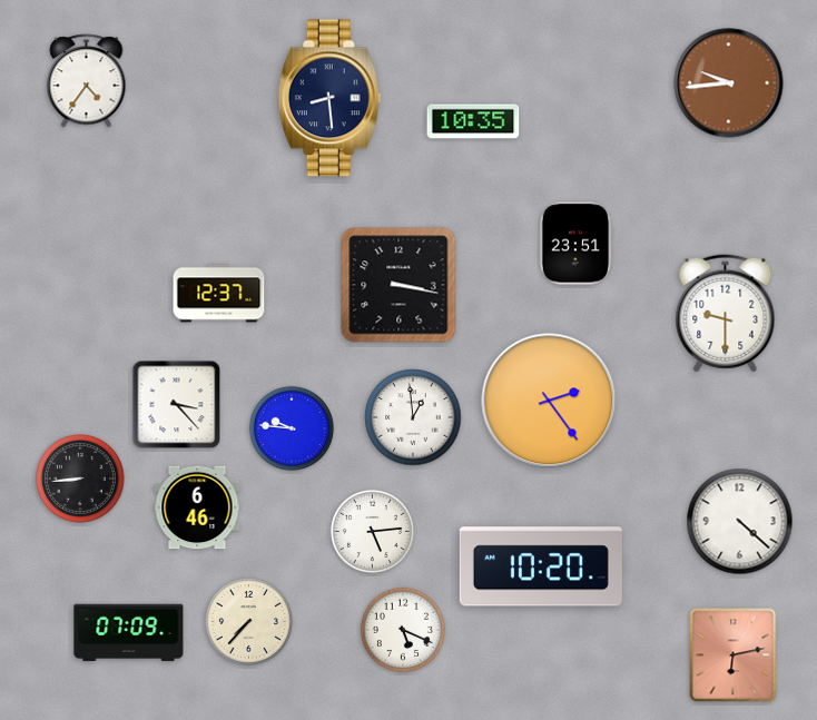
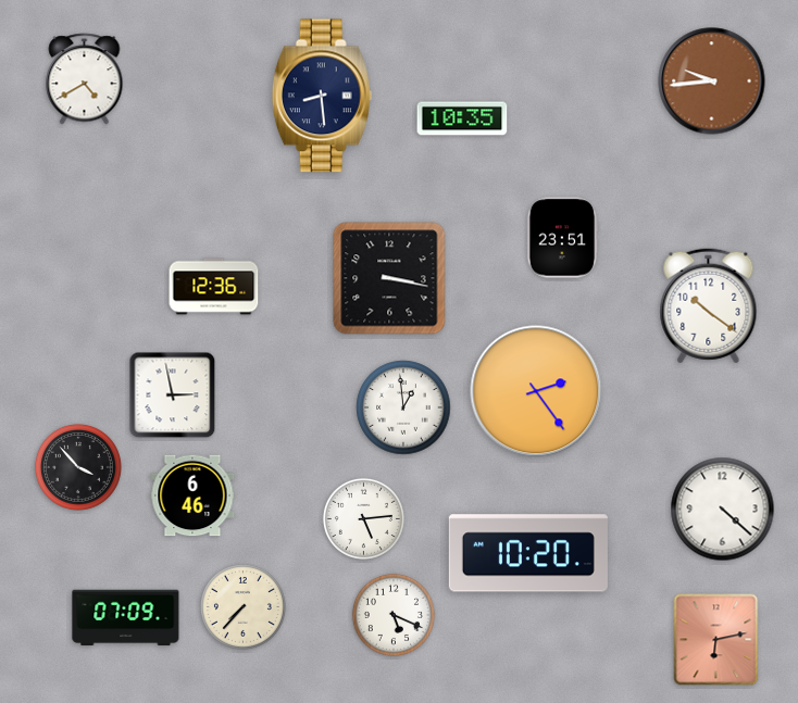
clock at (87, 81): 4:36 -> 4:40
clock at (219, 294): 12:37 -> 12:36
clock at (726, 314): 9:30 -> 10:21
clock at (177, 405): 3:23 -> 2:58
clock at (292, 428): 9:46 -> none
clock at (80, 479): 8:44 -> 3:53
